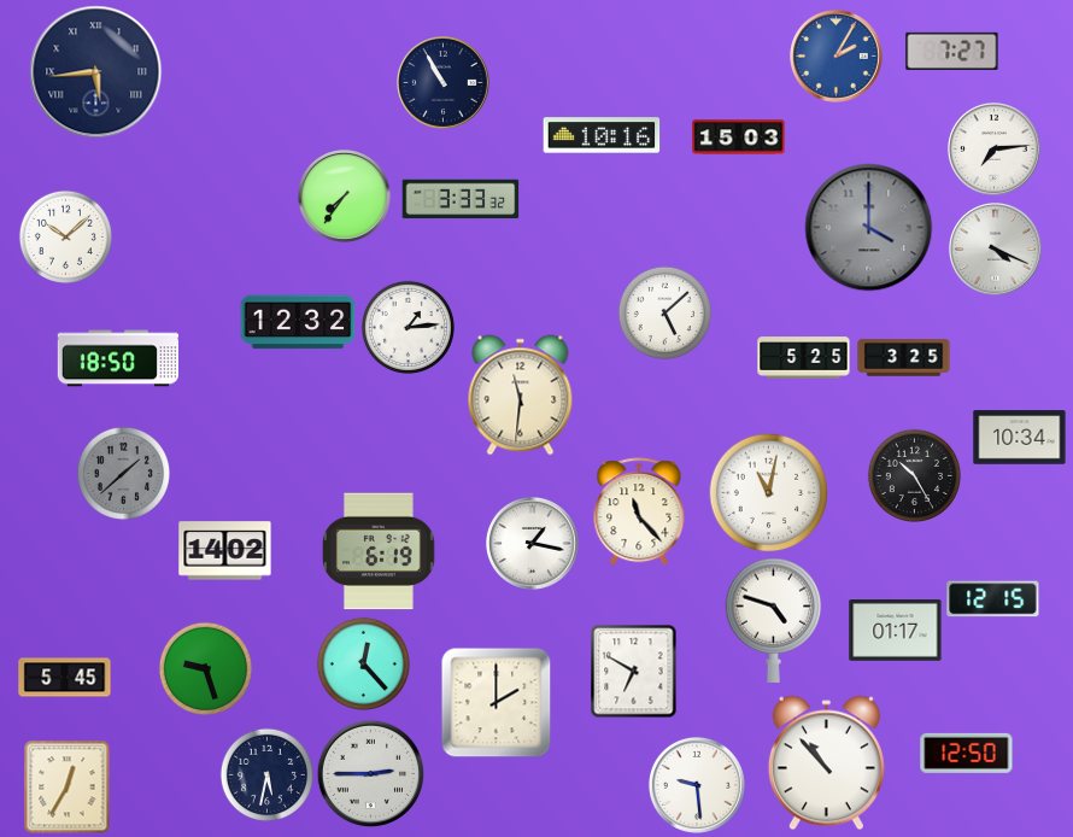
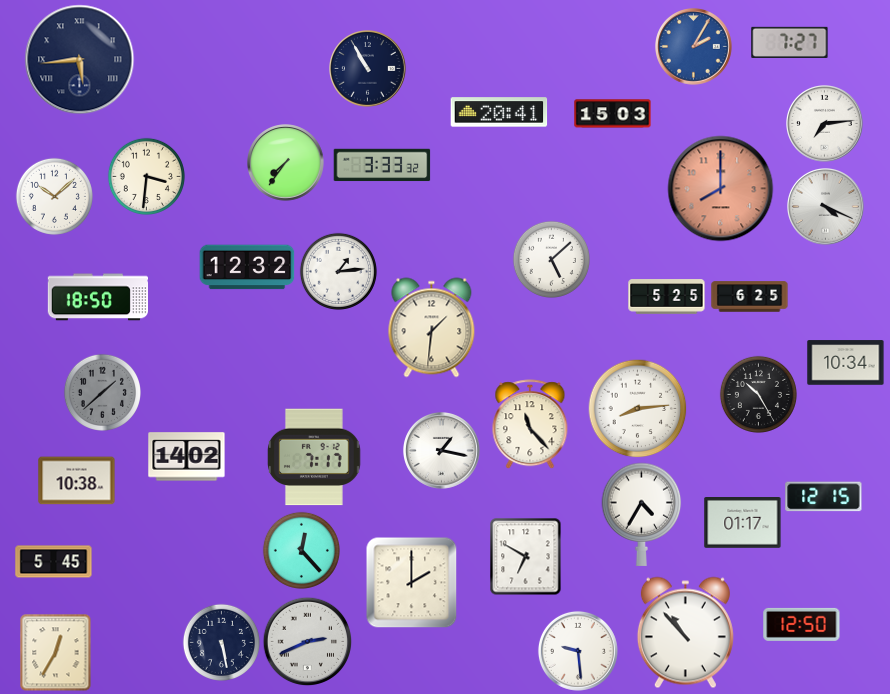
clock at (602, 135): 10:16 -> 20:41
clock at (146, 176): none -> 3:31
clock at (869, 228): 4:00 -> 8:00
clock at (869, 228) dial: grey -> salmon
clock at (904, 358): 3:25 -> 6:25
clock at (521, 396): 11:31 -> 1:31
clock at (769, 493): 11:02 -> 8:14
clock at (379, 551): 6:19 -> 7:17
clock at (77, 481): none -> 10:38
clock at (774, 620): 4:48 -> 4:35
clock at (205, 668): 9:27 -> none
clock at (370, 773): 2:45 -> 2:41
clock at (266, 774): 5:32 -> 5:28
